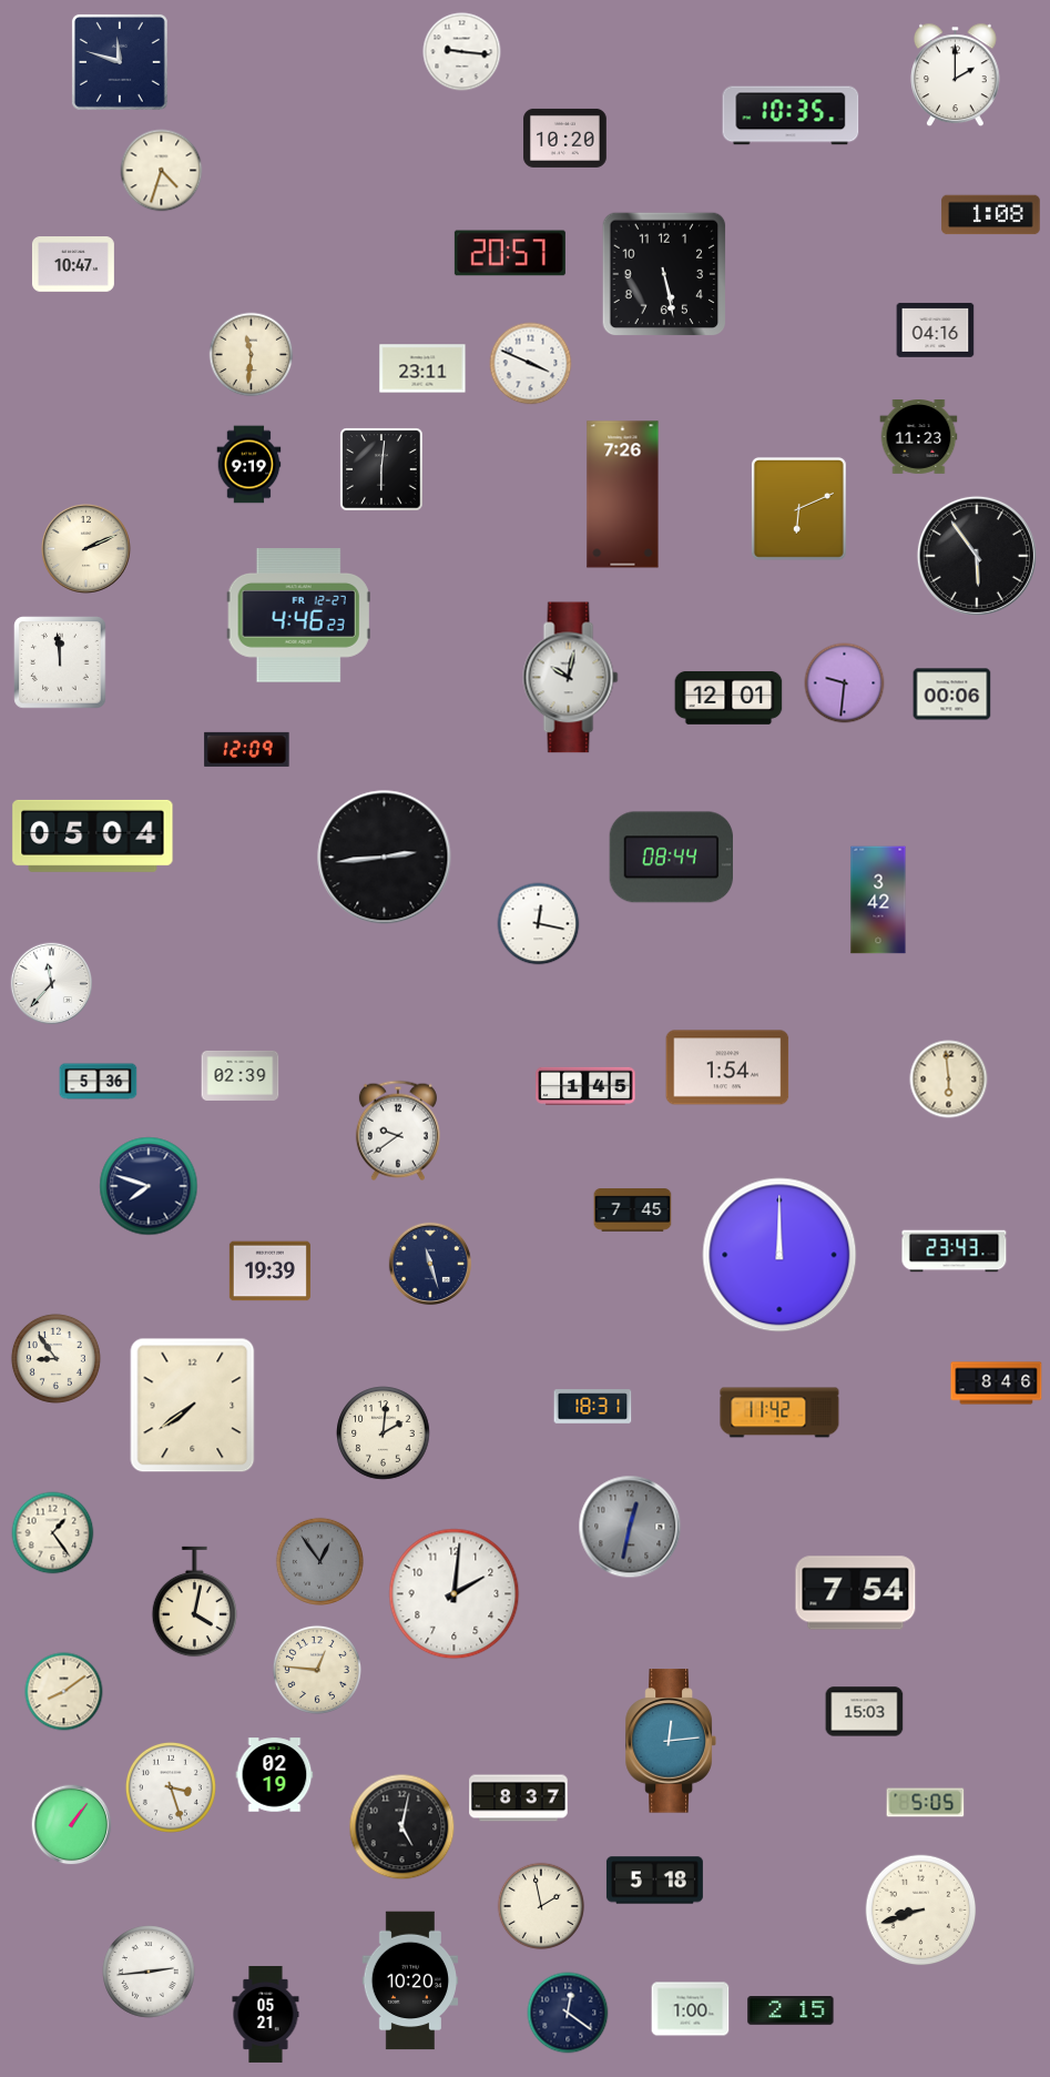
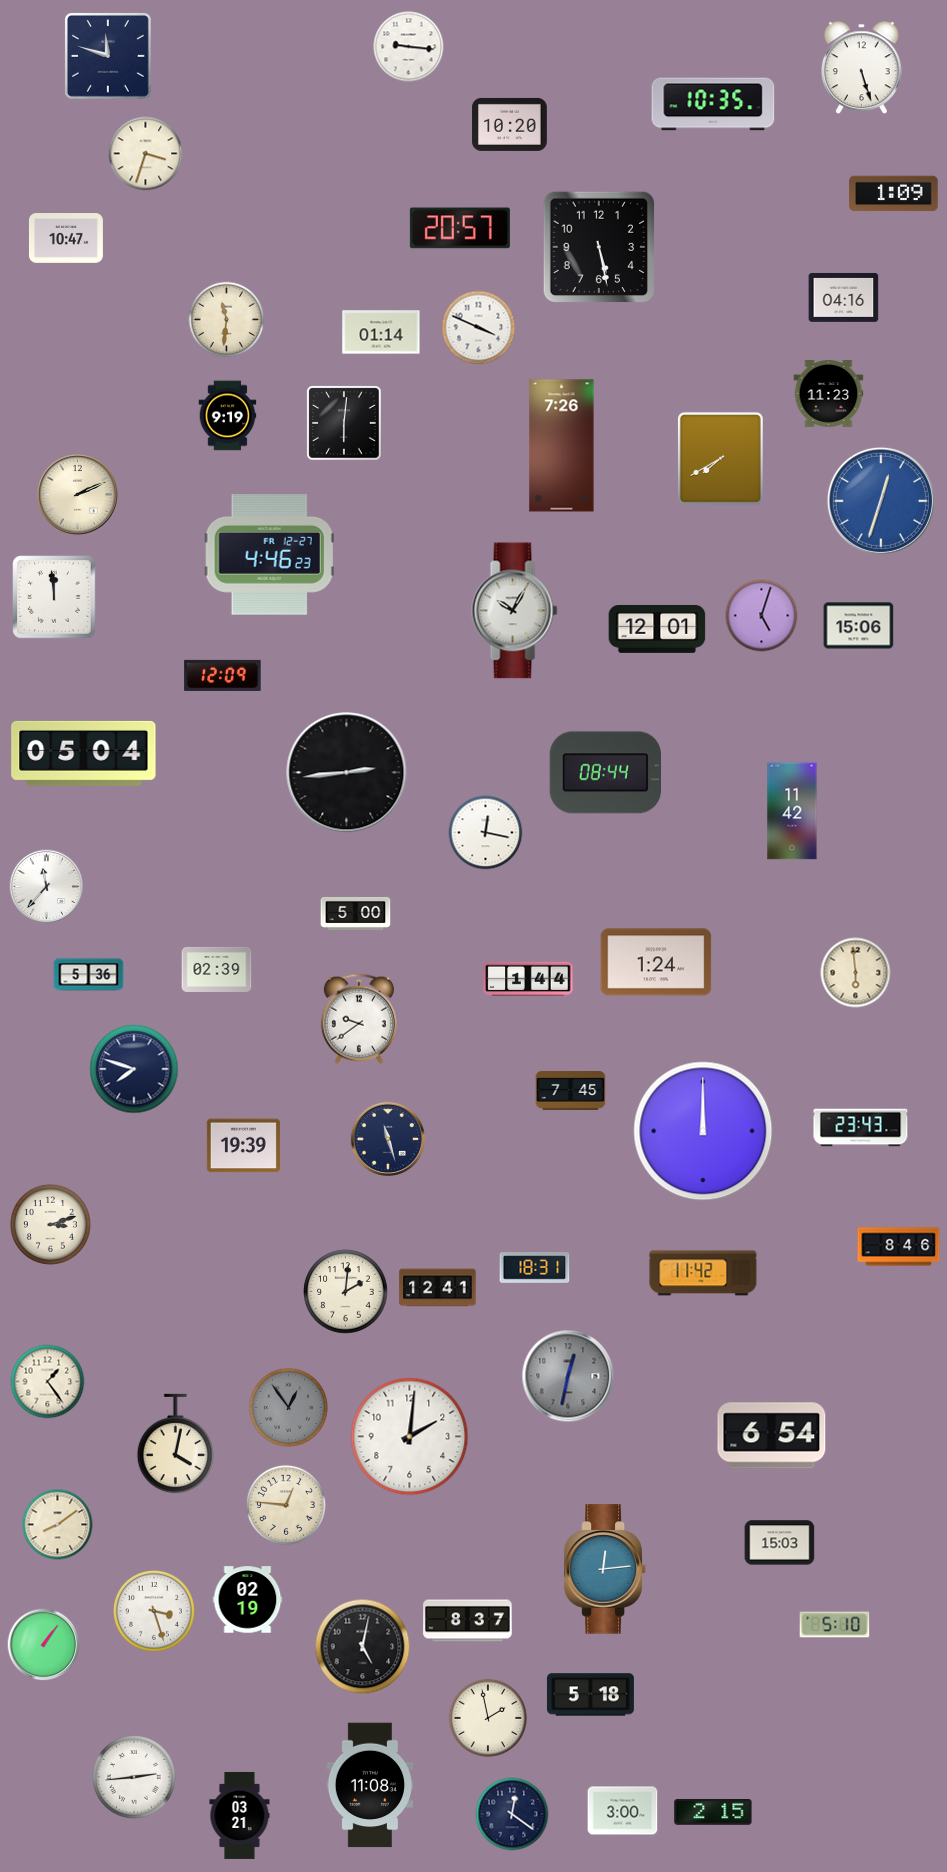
clock at (462, 52) position: (462, 52) -> (409, 47)
clock at (956, 75): 2:00 -> 5:27
clock at (162, 171): 4:33 -> 3:33
clock at (991, 215): 1:08 -> 1:09
clock at (422, 368): 23:11 -> 01:14
clock at (249, 465) position: (249, 465) -> (228, 416)
clock at (798, 508): 6:11 -> 7:40
clock at (977, 556): 5:54 -> 12:33
clock at (977, 556) dial: black -> blue
clock at (571, 678): 10:02 -> 10:05
clock at (845, 683): 9:31 -> 5:03
clock at (952, 695): 00:06 -> 15:06
clock at (878, 900): 3:42 -> 11:42
clock at (356, 913): none -> 5:00
clock at (727, 1067): 1:54 -> 1:24
clock at (585, 1085): 1:45 -> 1:44
clock at (55, 1358): 8:54 -> 3:12
clock at (193, 1406): 7:39 -> none
clock at (438, 1288): none -> 12:41
clock at (856, 1593): 7:54 -> 6:54
clock at (926, 1803): 5:05 -> 5:10
clock at (72, 1825) position: (72, 1825) -> (44, 1645)
clock at (921, 1911): 8:42 -> none
clock at (410, 1980): 10:20 -> 11:08
clock at (691, 2009): 1:00 -> 3:00
clock at (266, 2014): 05:21 -> 03:21
